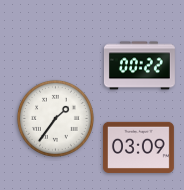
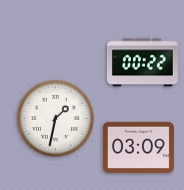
clock at (139, 66) position: (139, 66) -> (142, 63)
clock at (55, 118): 1:36 -> 1:32
